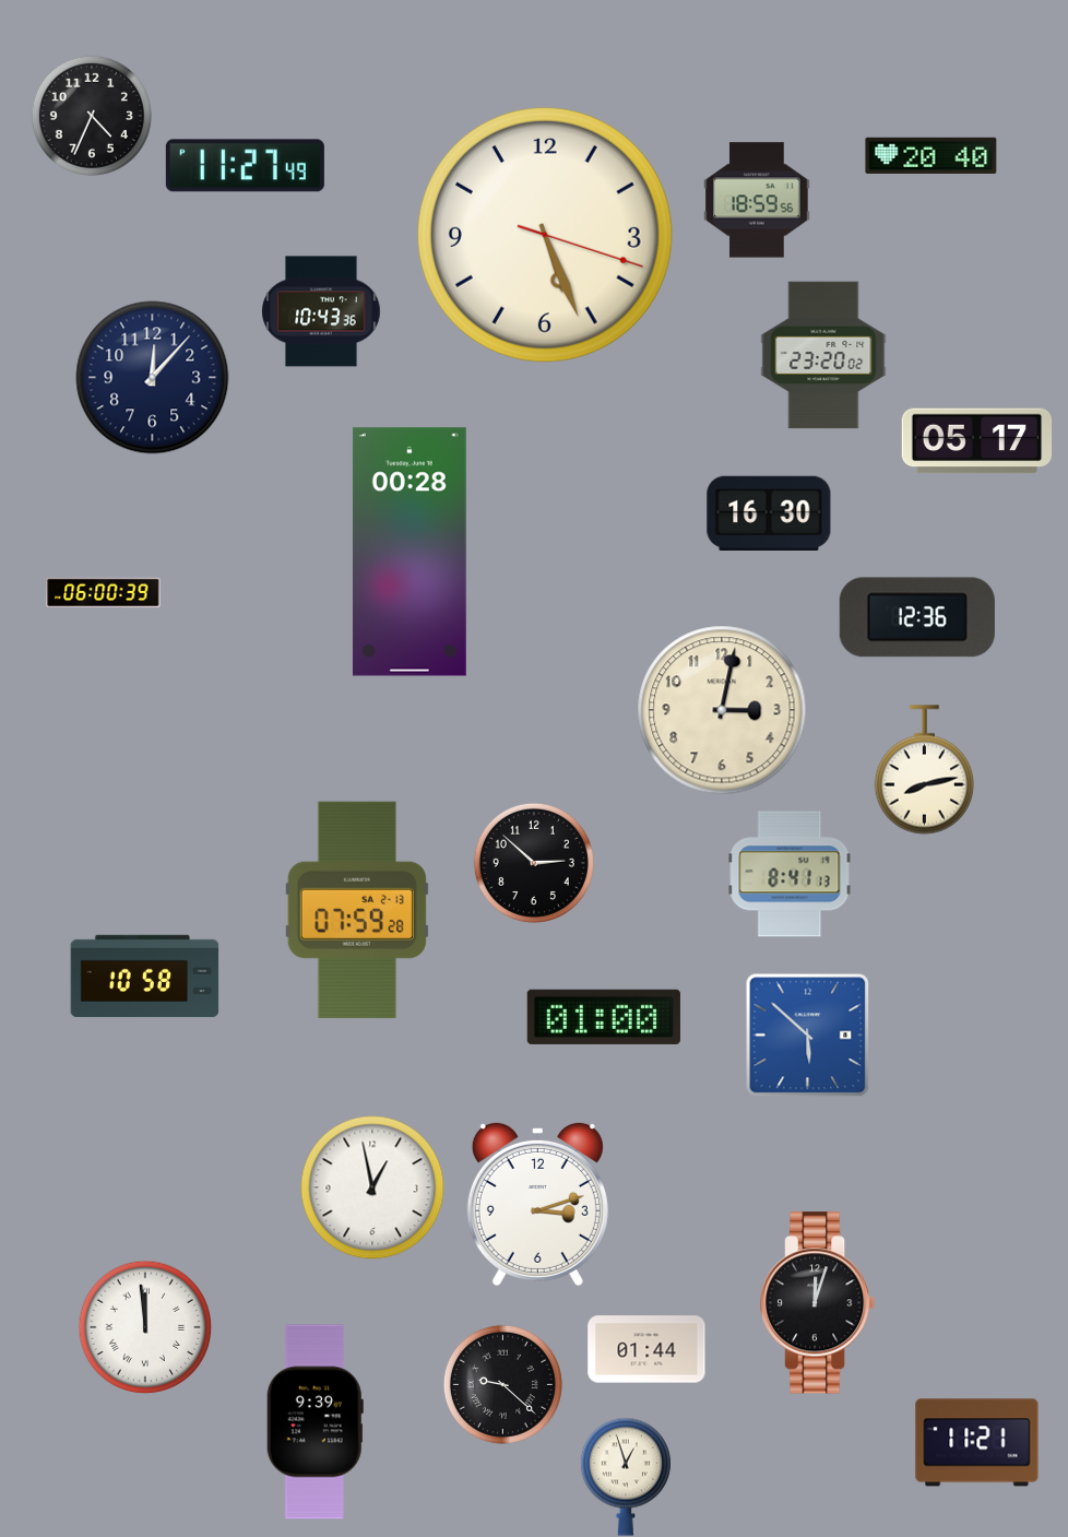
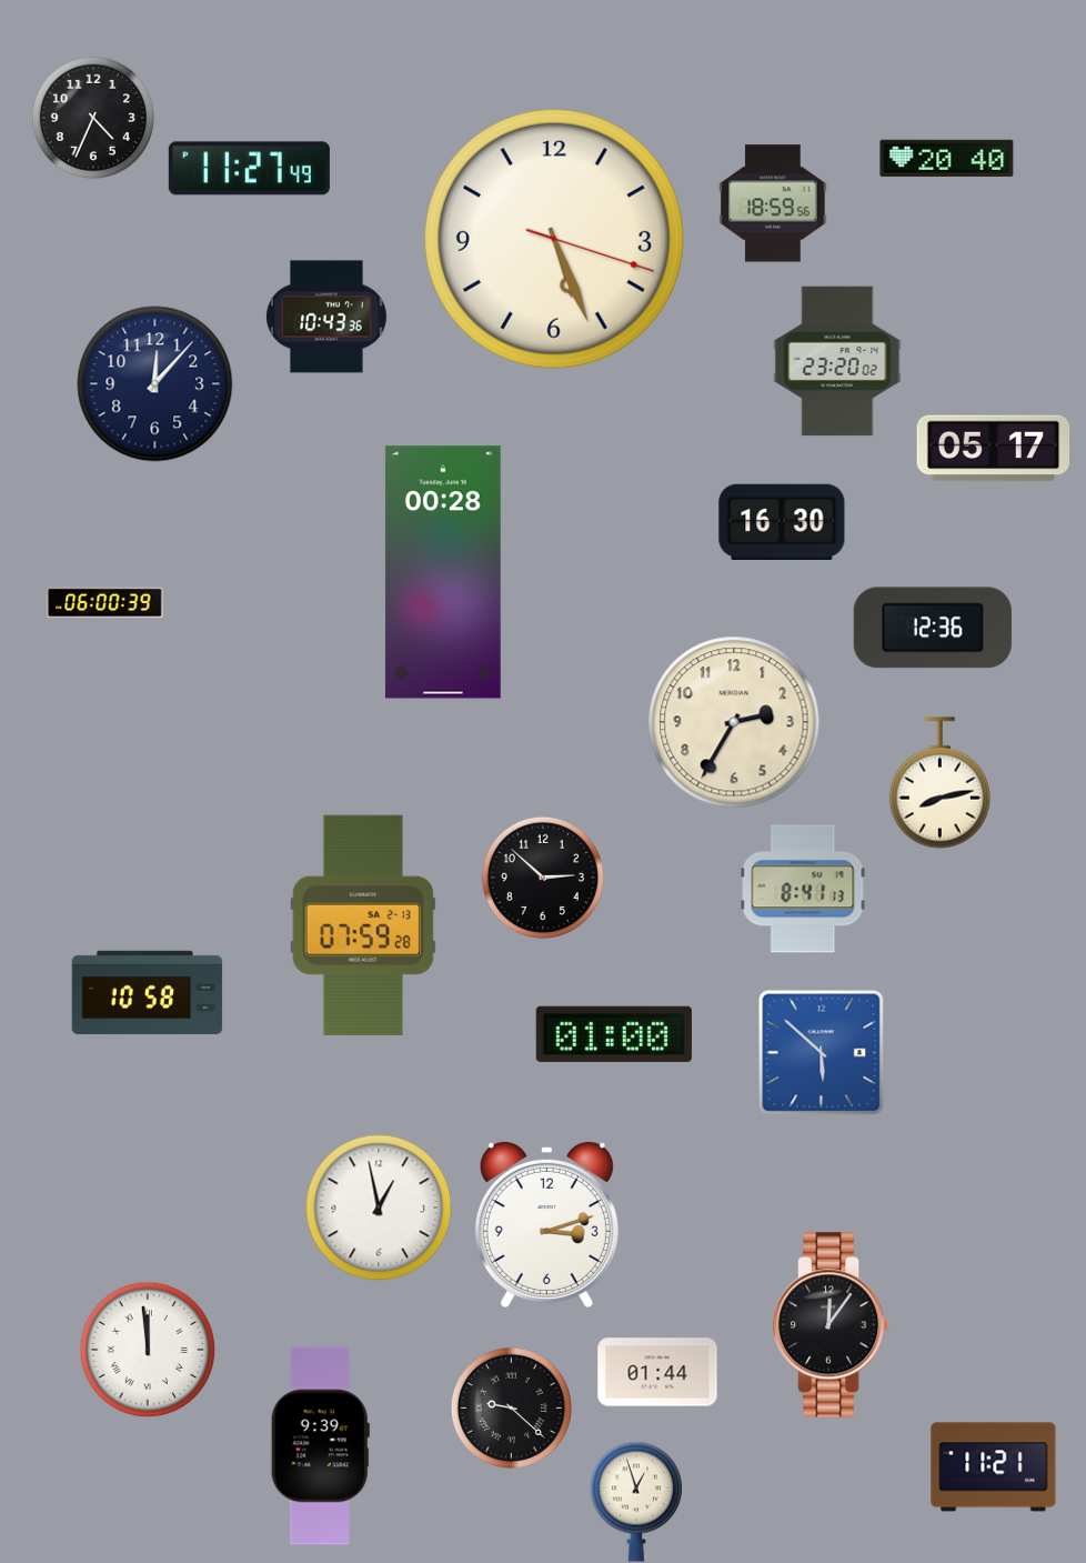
clock at (757, 200) position: (757, 200) -> (773, 203)
clock at (410, 552) position: (410, 552) -> (443, 572)
clock at (722, 710): 3:02 -> 2:35
clock at (818, 1303): 12:03 -> 12:06
